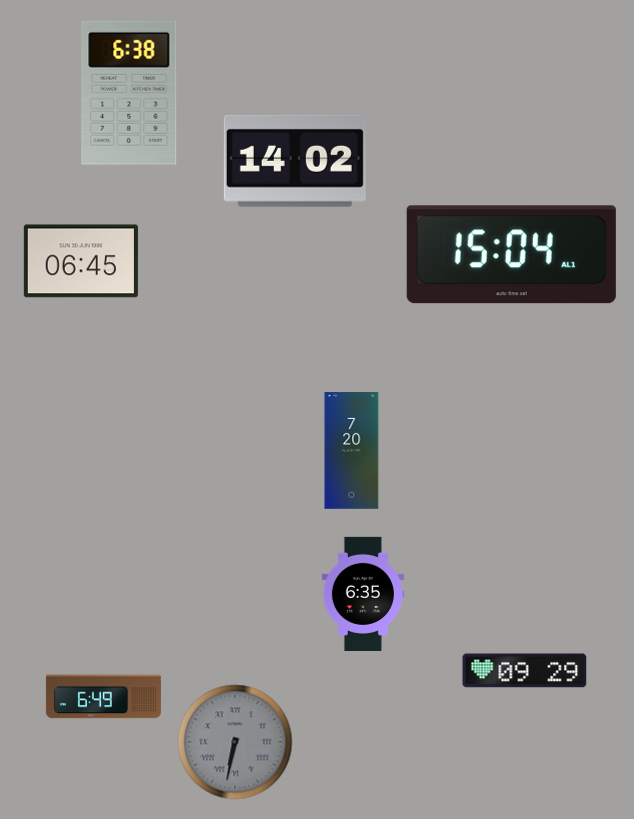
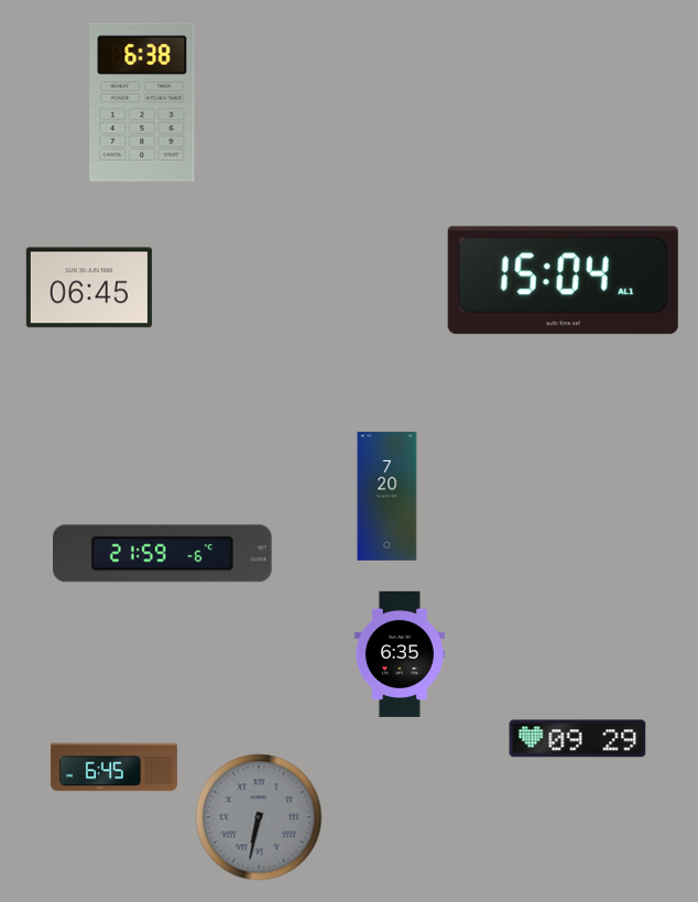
clock at (295, 161): 14:02 -> none
clock at (163, 554): none -> 21:59
clock at (103, 697): 6:49 -> 6:45
